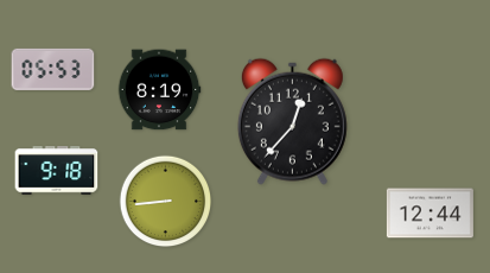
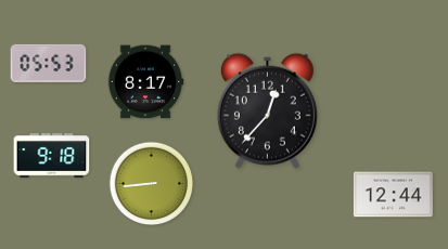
clock at (159, 90): 8:19 -> 8:17
